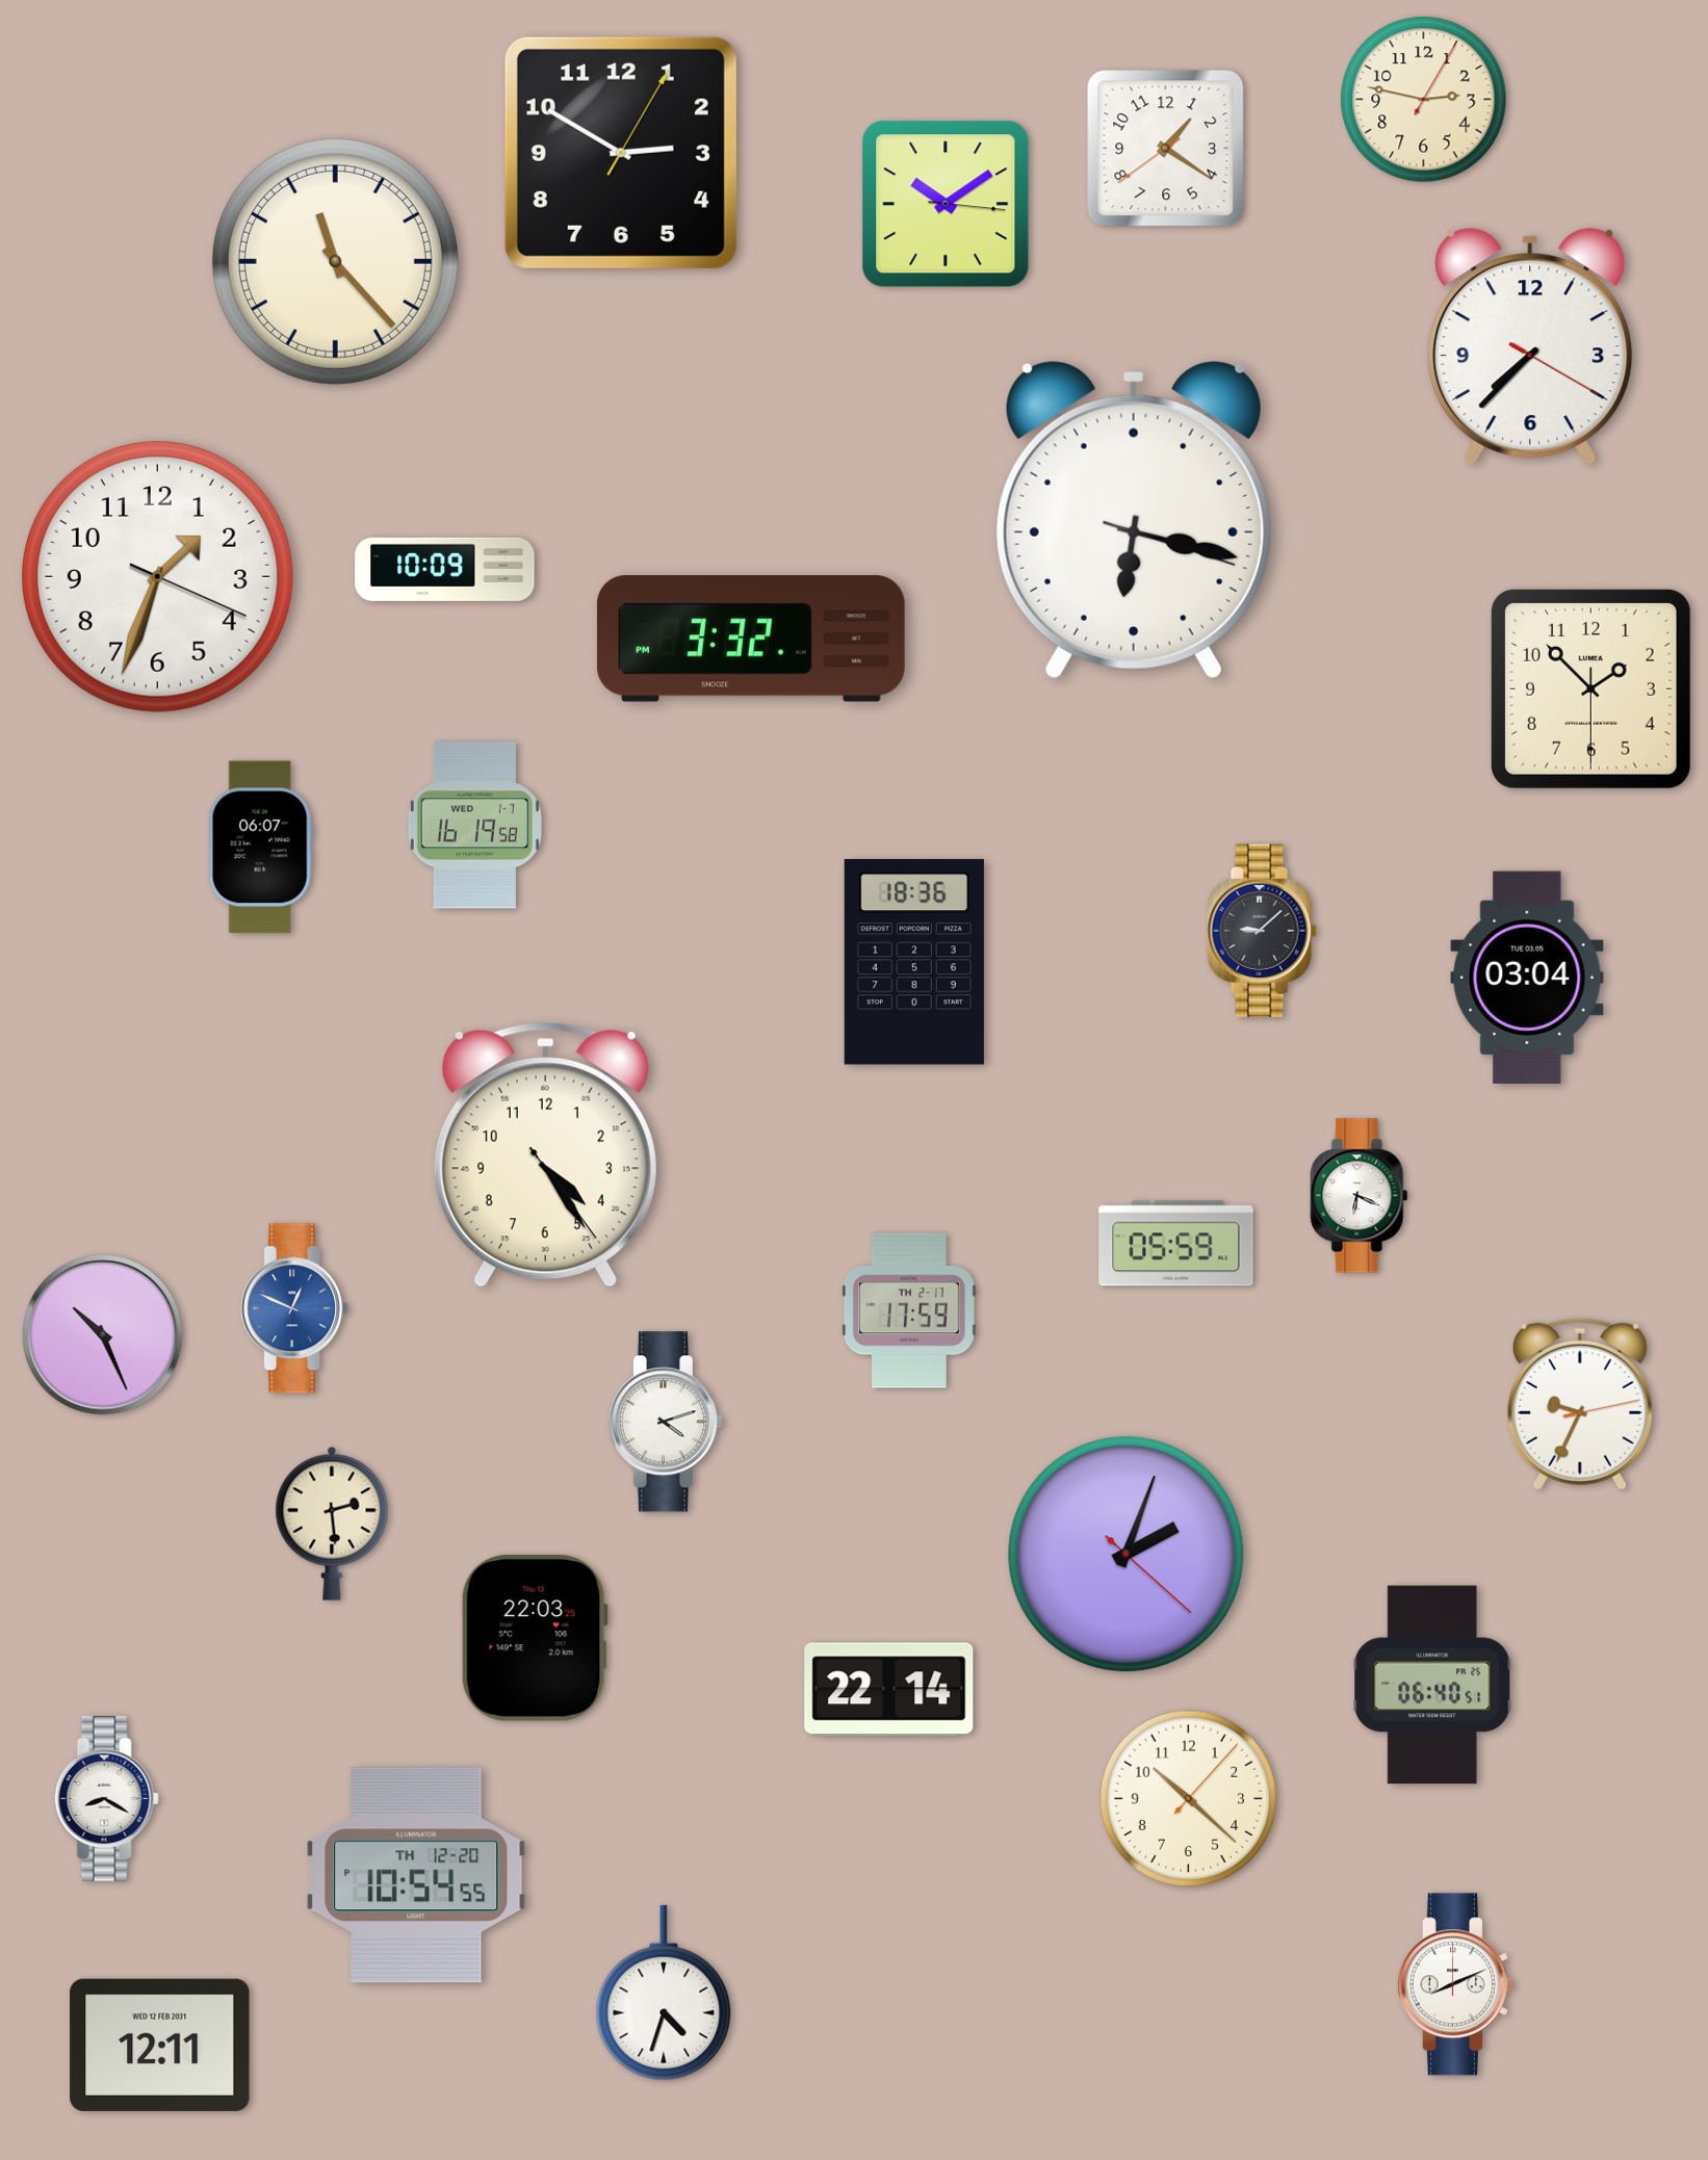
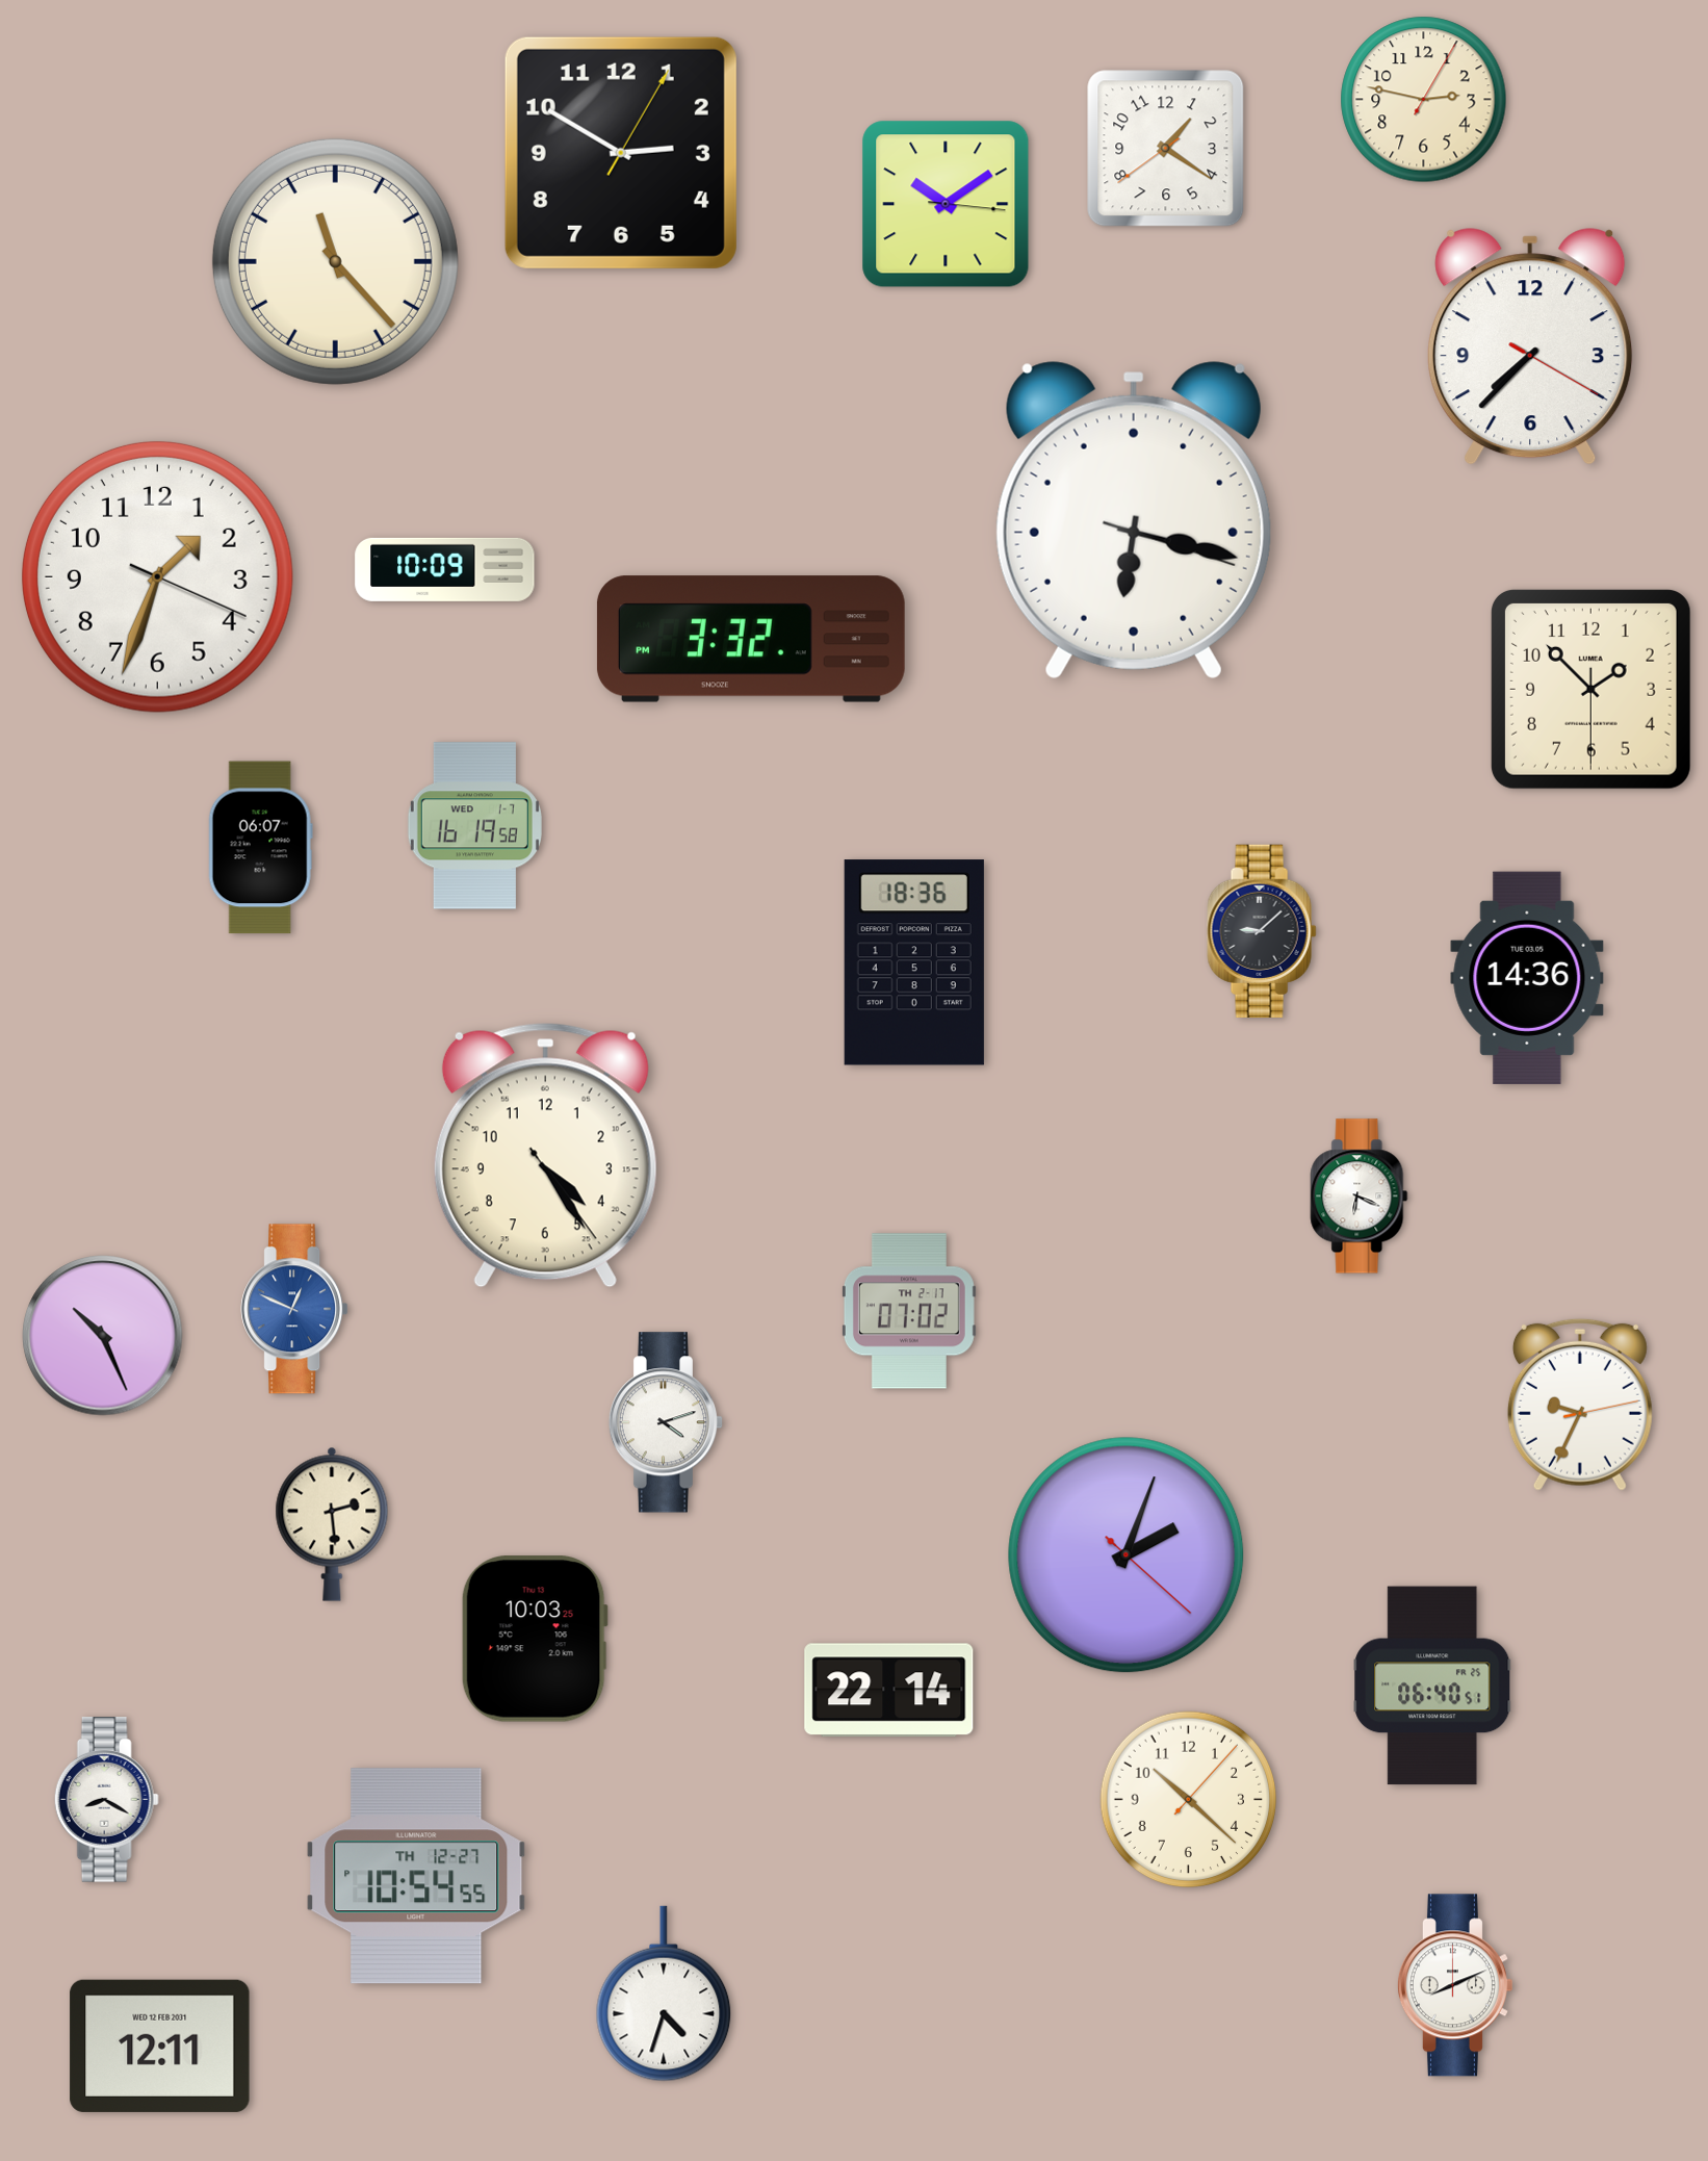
clock at (1527, 978): 03:04 -> 14:36
clock at (1176, 1244): 05:59 -> none
clock at (909, 1310): 17:59 -> 07:02
clock at (535, 1638): 22:03 -> 10:03
clock at (416, 1875) date: TH 12-20 -> TH 12-27
